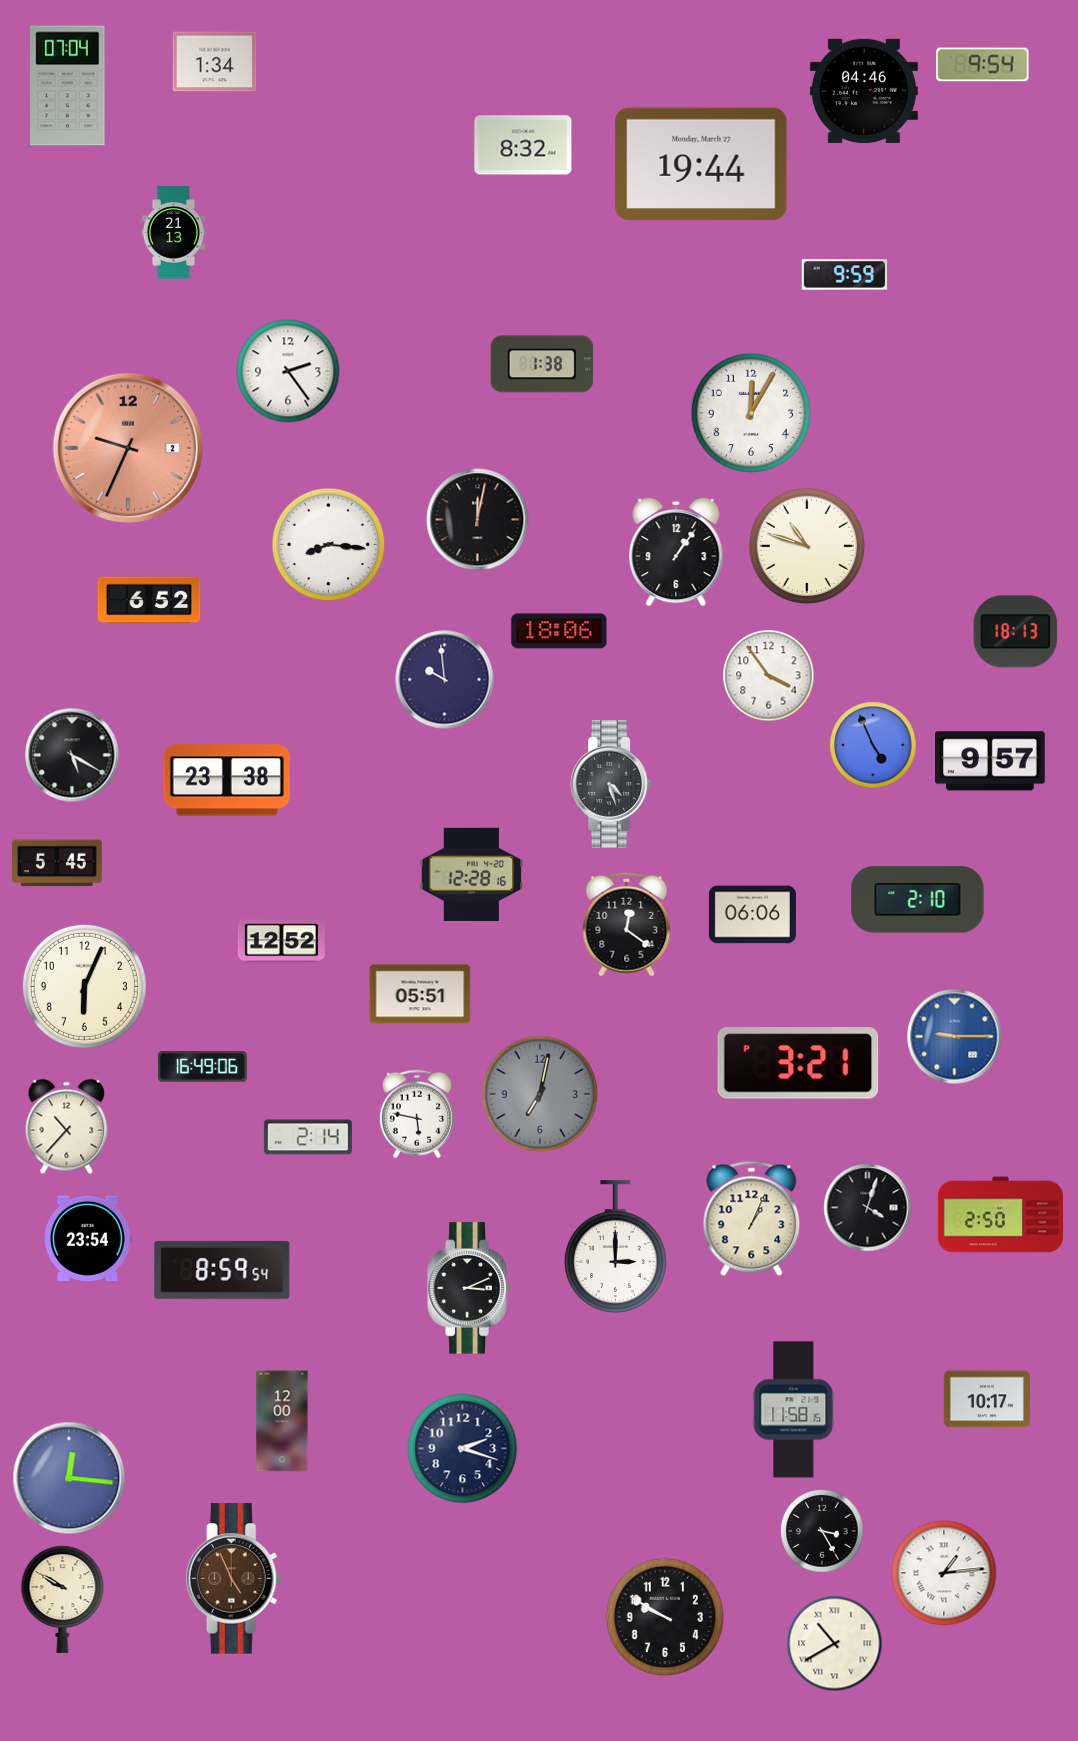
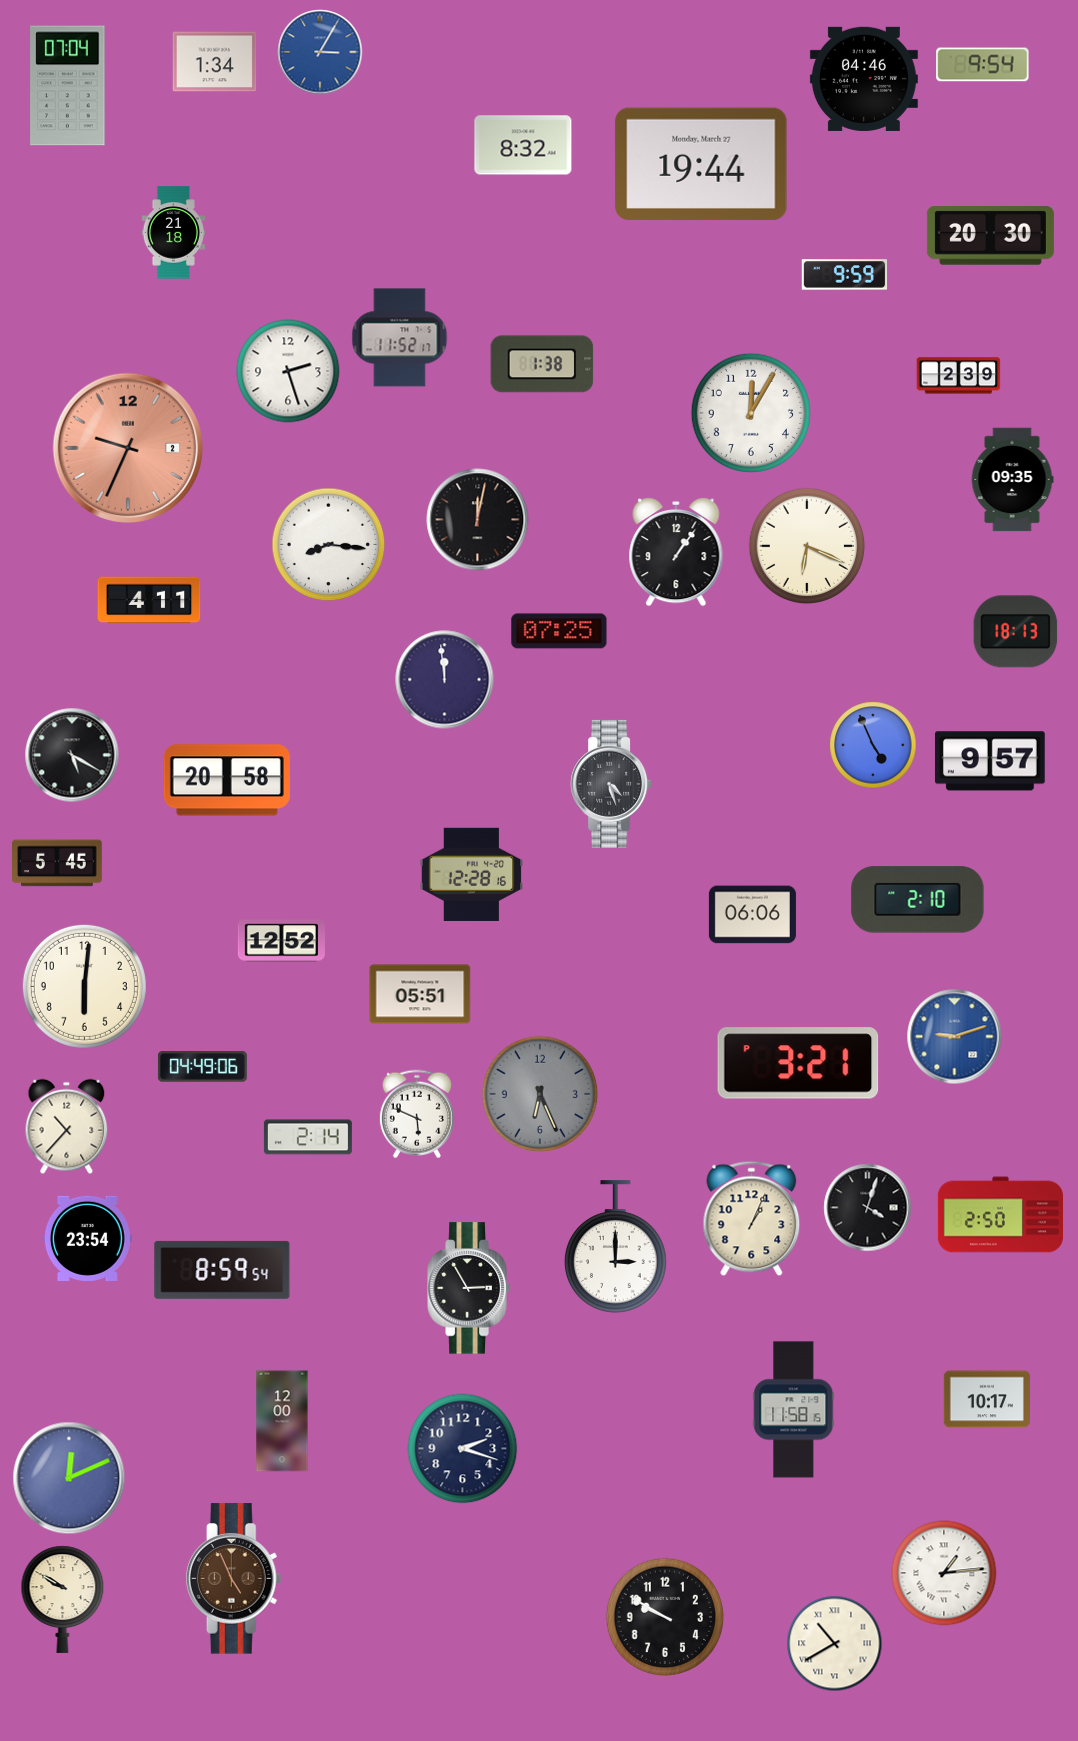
clock at (320, 52): none -> 3:05
clock at (864, 91) position: (864, 91) -> (864, 79)
clock at (173, 233): 21:13 -> 21:18
clock at (990, 236): none -> 20:30
clock at (400, 338): none -> 11:52
clock at (288, 371): 2:24 -> 2:27
clock at (959, 376): none -> 2:39
clock at (1012, 480): none -> 09:35
clock at (807, 546): 10:48 -> 6:19
clock at (149, 600): 6:52 -> 4:11
clock at (559, 631): 18:06 -> 07:25
clock at (769, 676): 3:54 -> none
clock at (445, 680): 9:59 -> 11:59
clock at (227, 780): 23:38 -> 20:58
clock at (627, 924): 12:21 -> none
clock at (84, 986): 6:04 -> 6:01
clock at (955, 1037): 9:15 -> 9:12
clock at (202, 1067): 16:49 -> 04:49
clock at (540, 1094): 7:02 -> 6:26
clock at (417, 1114): 5:47 -> 5:49
clock at (469, 1288): 3:11 -> 2:55
clock at (69, 1478): 12:16 -> 12:11
clock at (822, 1531): 3:25 -> none
